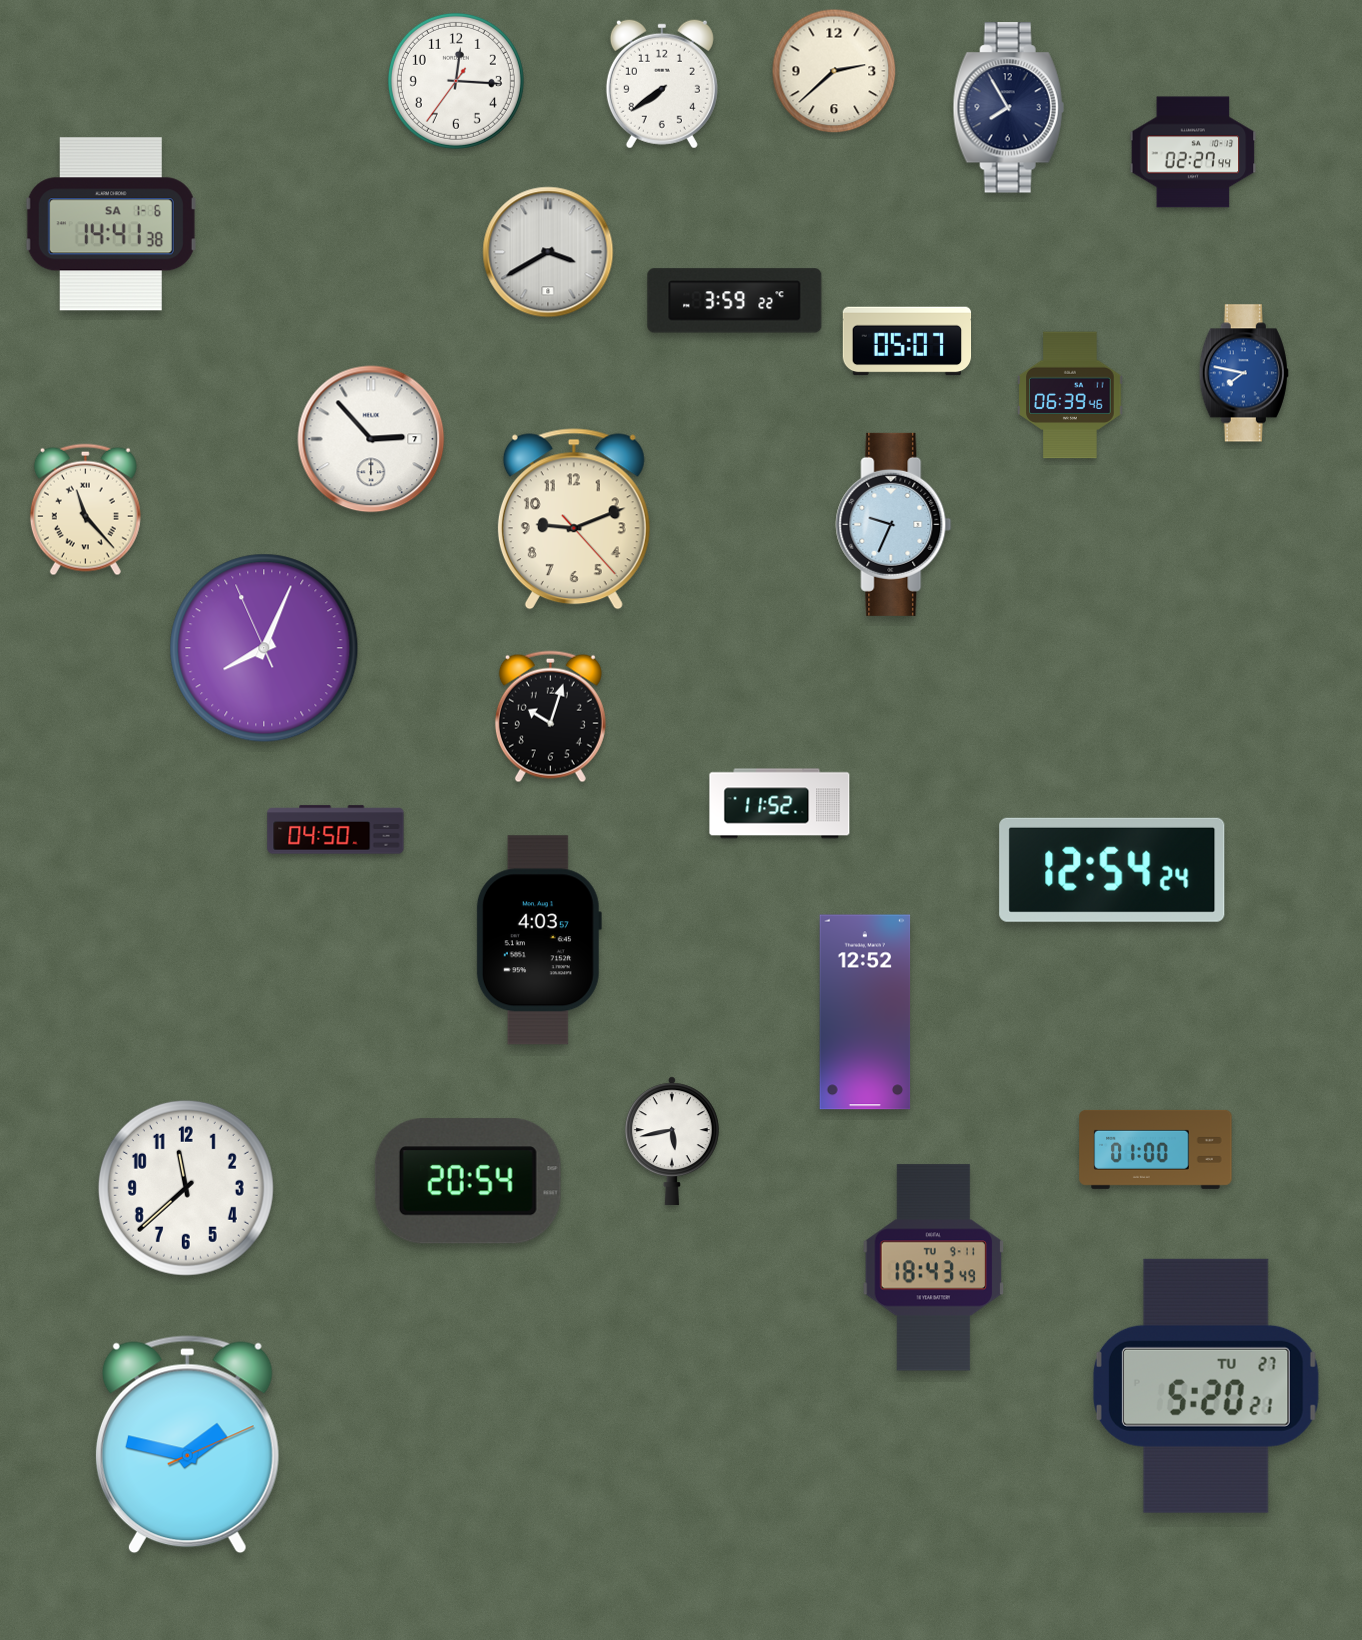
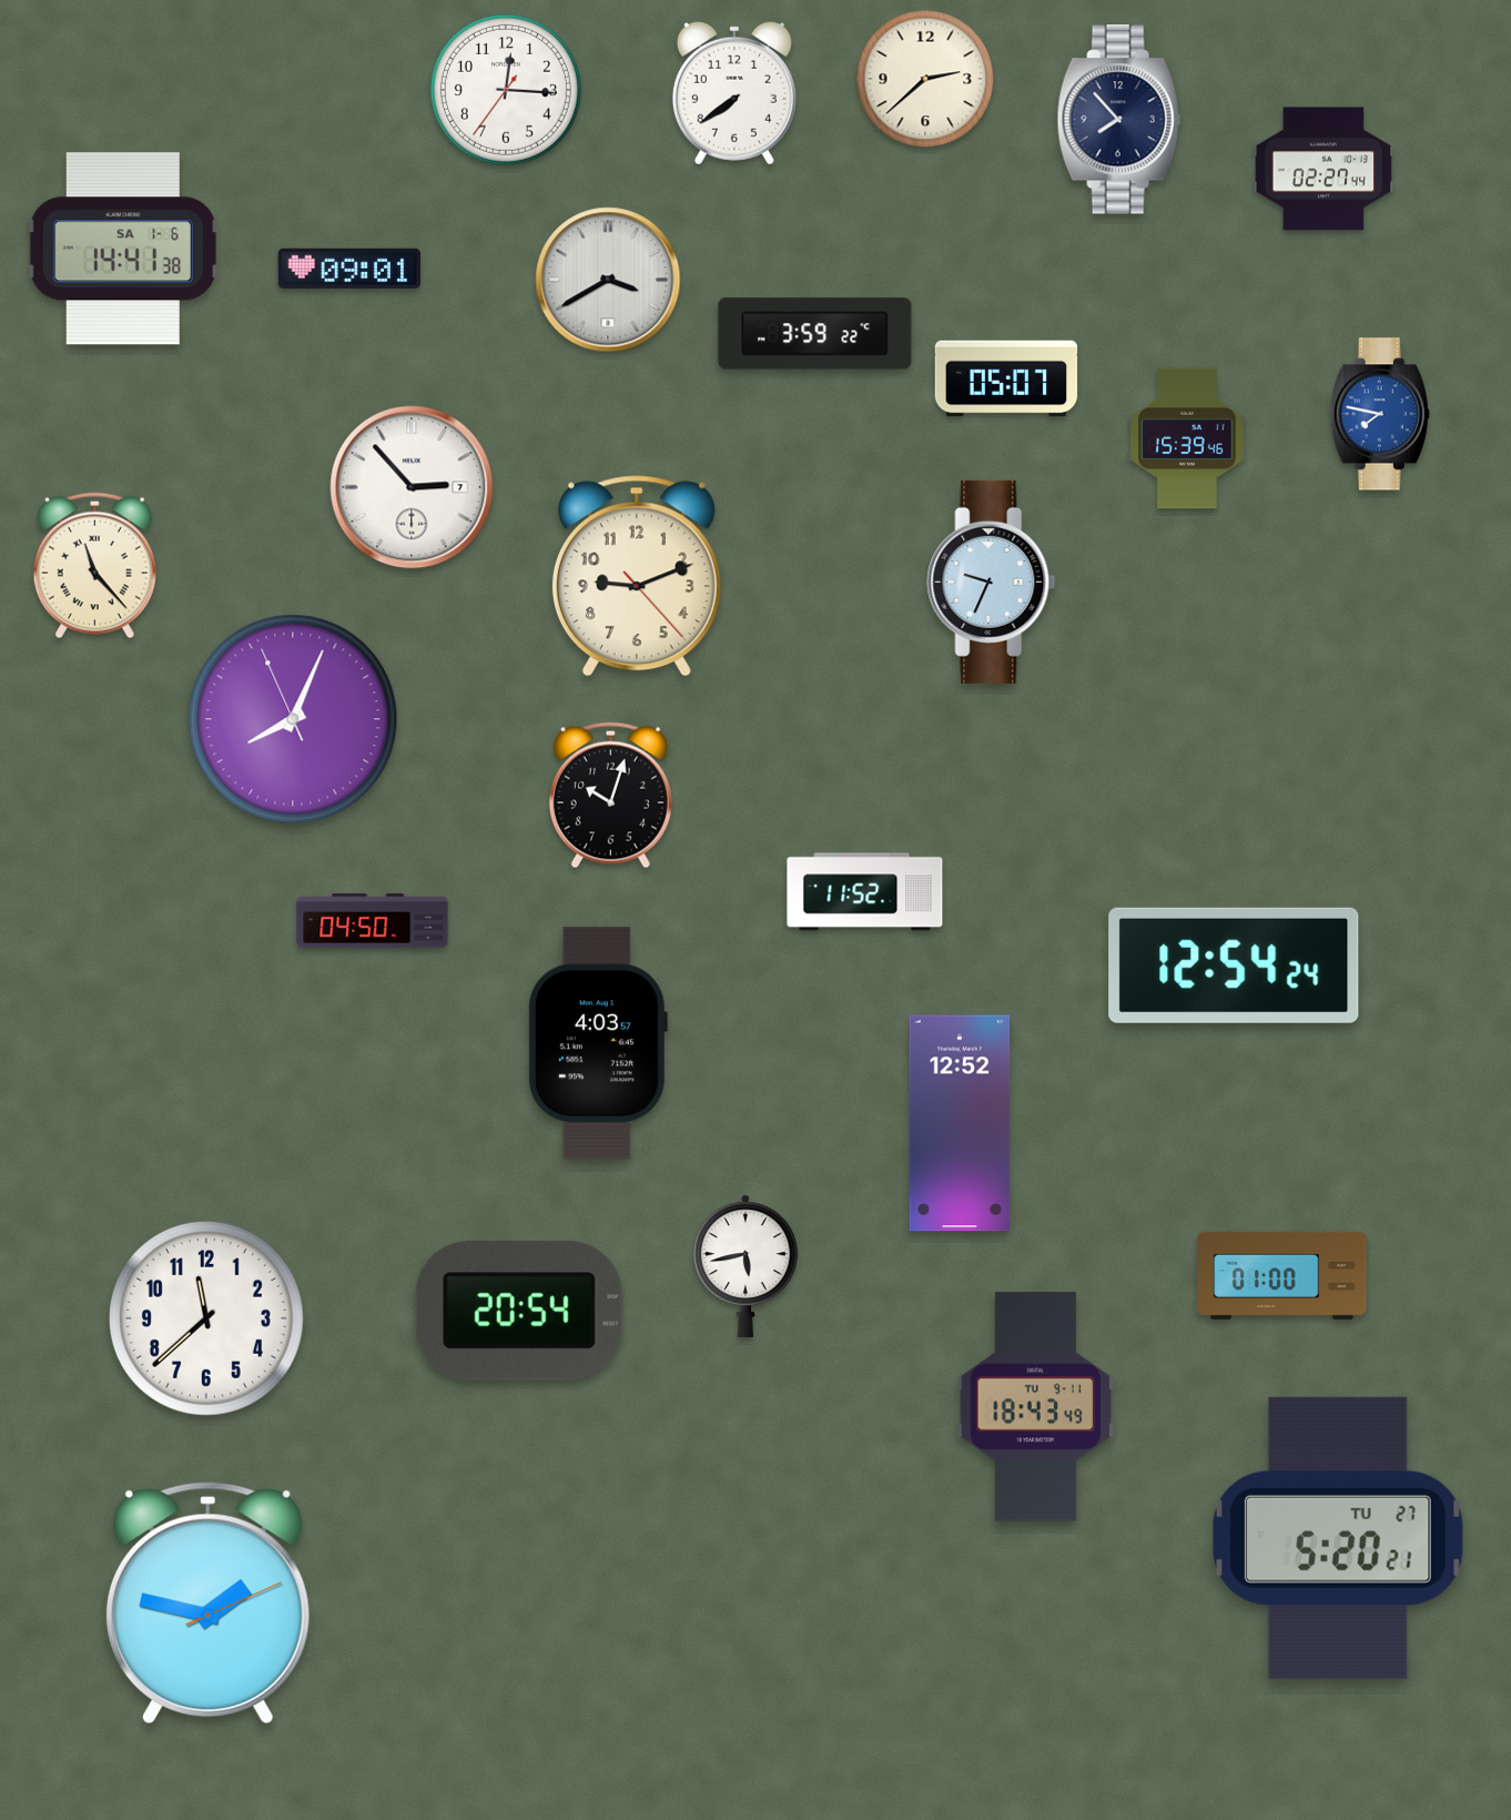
clock at (1008, 108): 7:55 -> 7:53
clock at (348, 269): none -> 09:01
clock at (1070, 395): 06:39 -> 15:39
